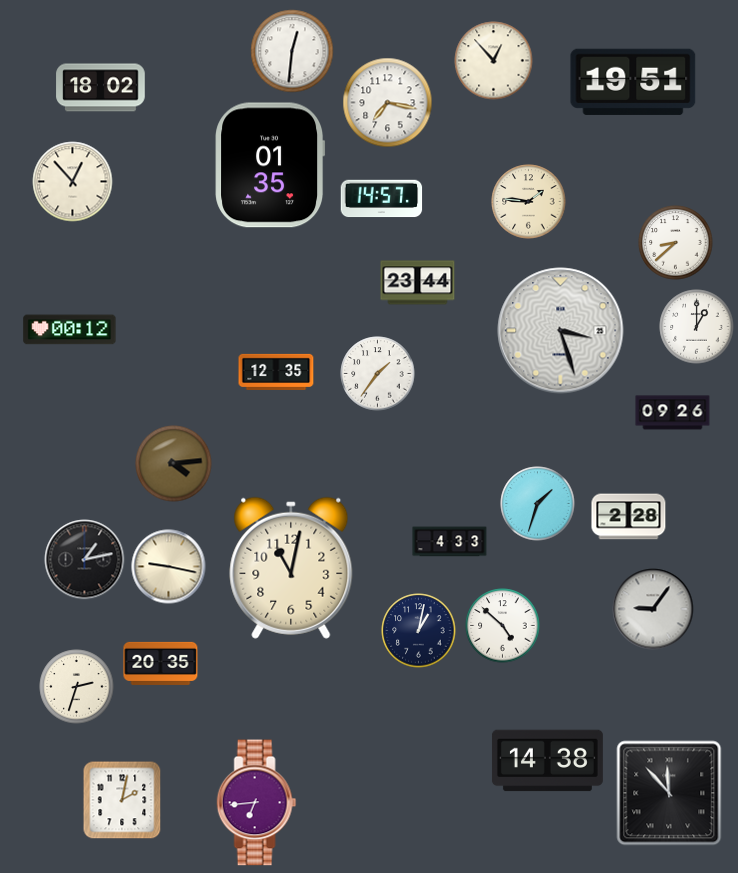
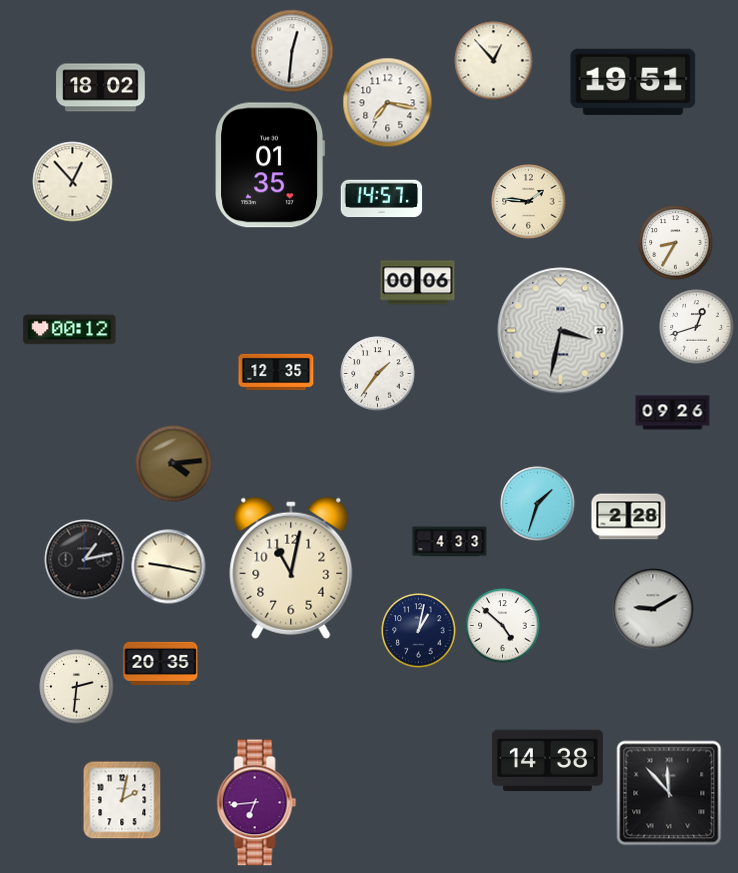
clock at (676, 243): 8:38 -> 8:35
clock at (418, 283): 23:44 -> 00:06
clock at (697, 327): 1:00 -> 12:42
clock at (561, 331): 3:27 -> 3:32
clock at (653, 609): 9:06 -> 9:10
clock at (77, 687): 2:33 -> 2:31
